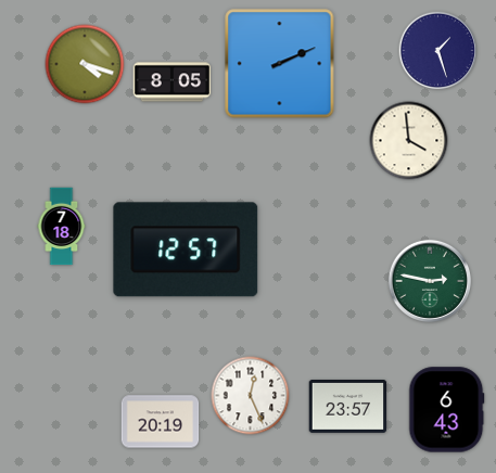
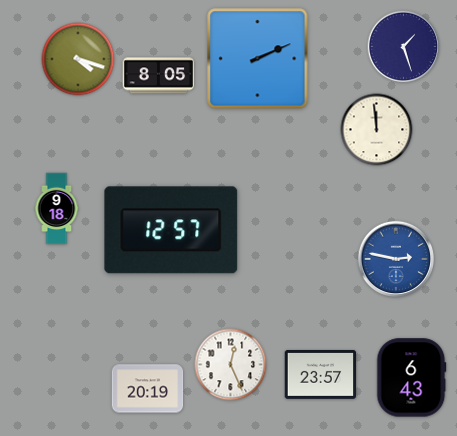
clock at (409, 141): 3:59 -> 11:59
clock at (62, 227): 7:18 -> 9:18
clock at (429, 280) dial: green -> blue
